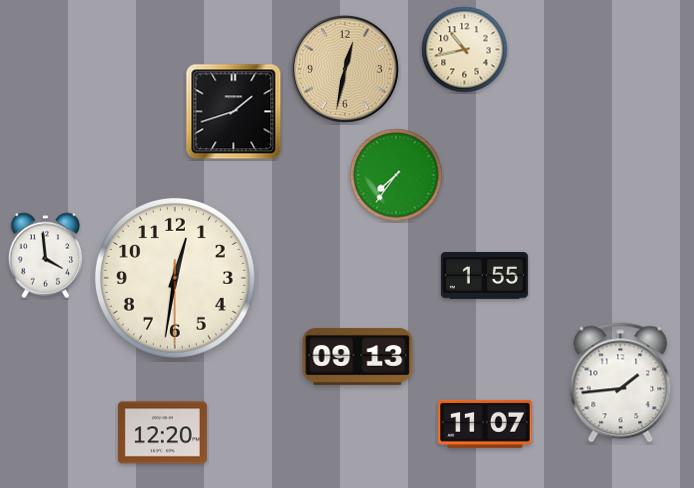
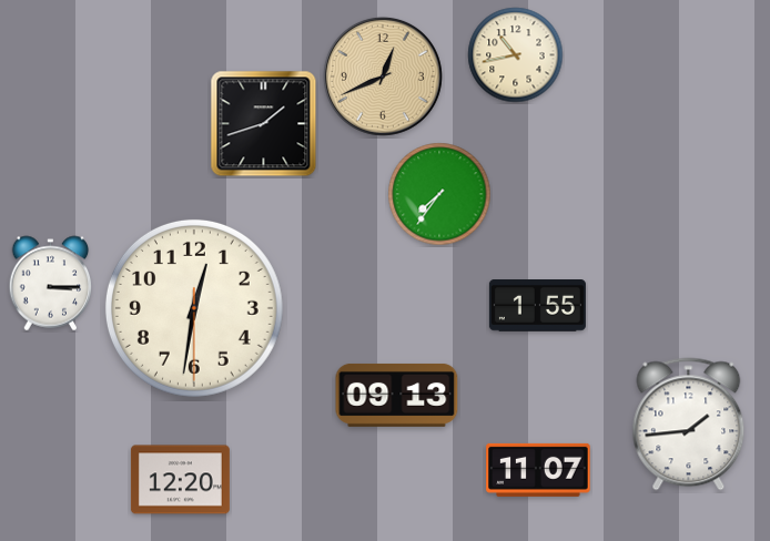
clock at (345, 69): 12:32 -> 12:41
clock at (234, 112) position: (234, 112) -> (264, 124)
clock at (46, 256): 3:59 -> 3:15
